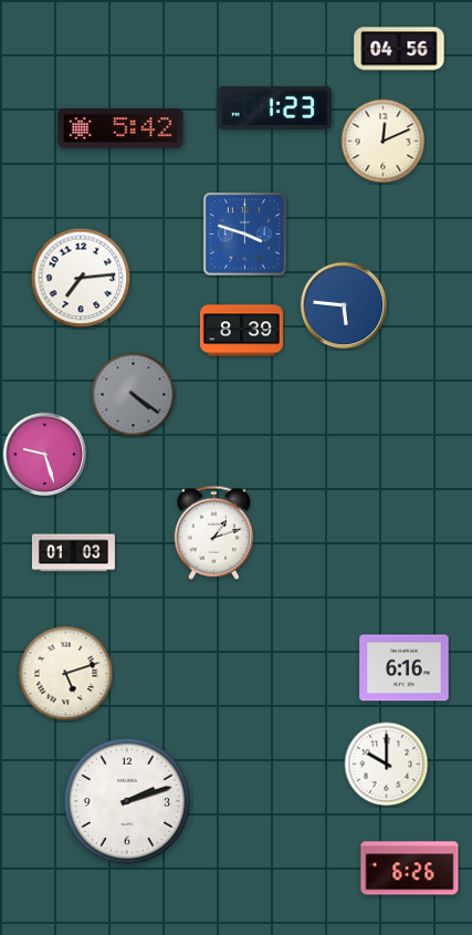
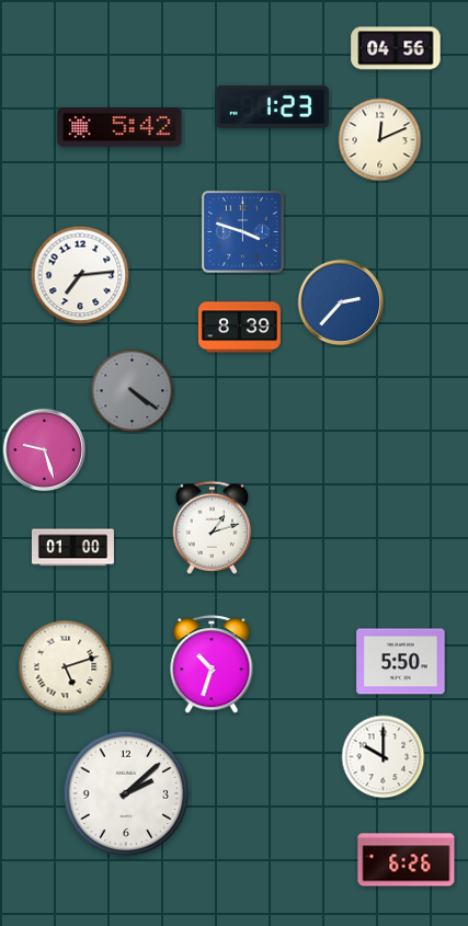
clock at (344, 305): 5:46 -> 2:37
clock at (73, 553): 01:03 -> 01:00
clock at (405, 668): 6:16 -> 5:50
clock at (212, 665): none -> 10:33
clock at (127, 801): 2:12 -> 2:08
